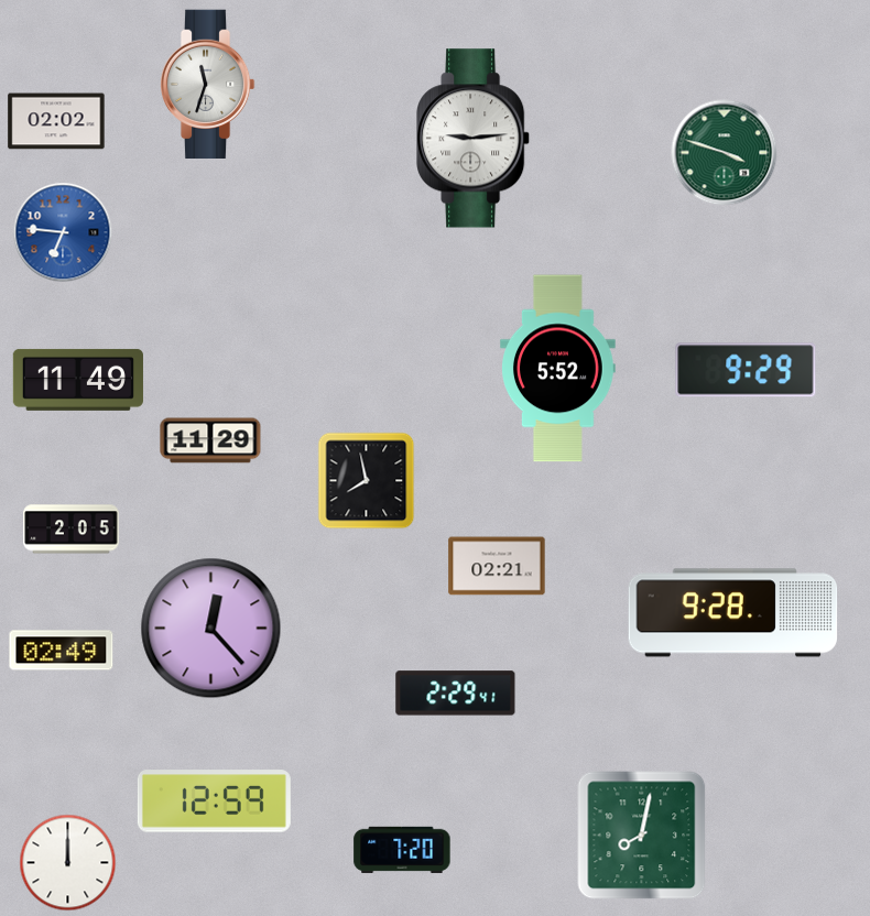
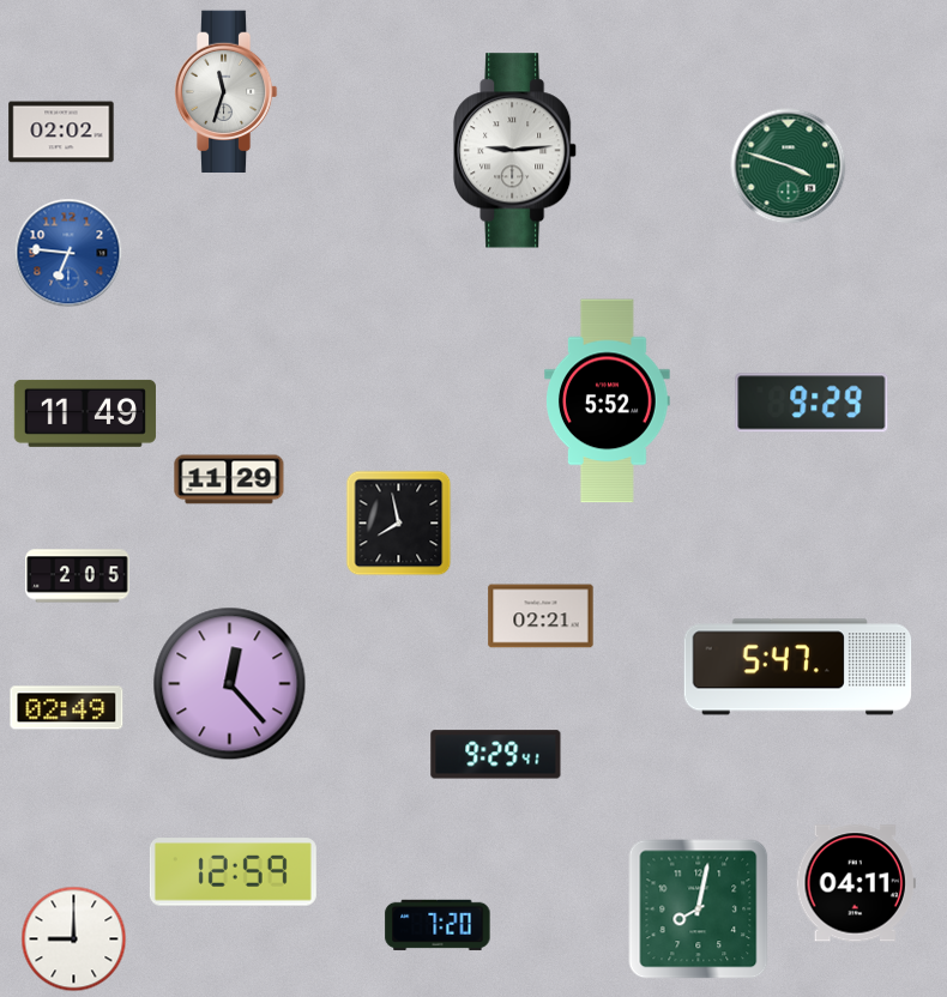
clock at (733, 613): 9:28 -> 5:47
clock at (456, 694): 2:29 -> 9:29
clock at (856, 883): none -> 04:11
clock at (68, 863): 12:00 -> 9:00
